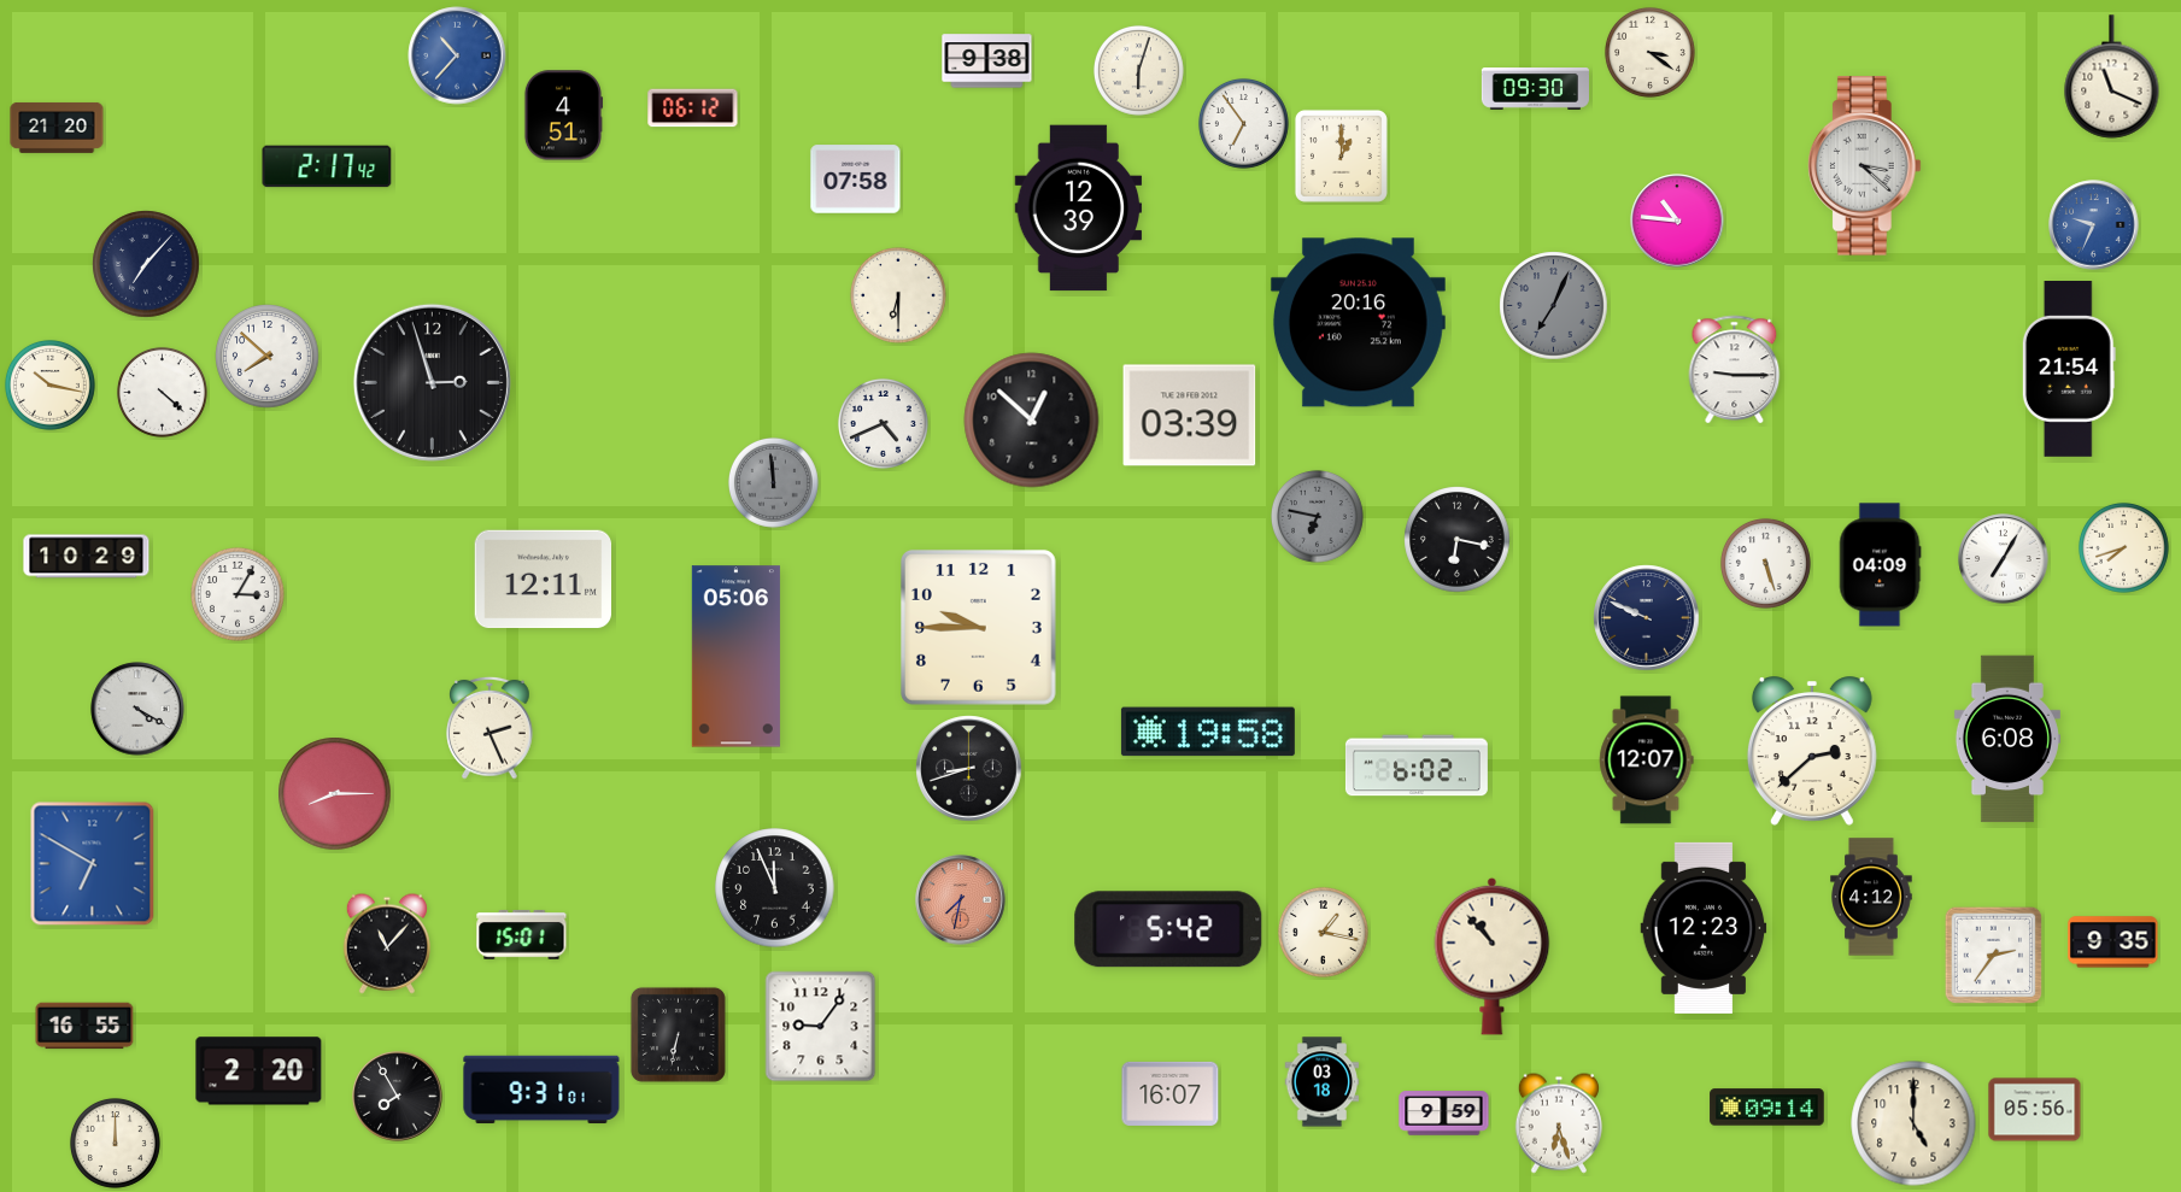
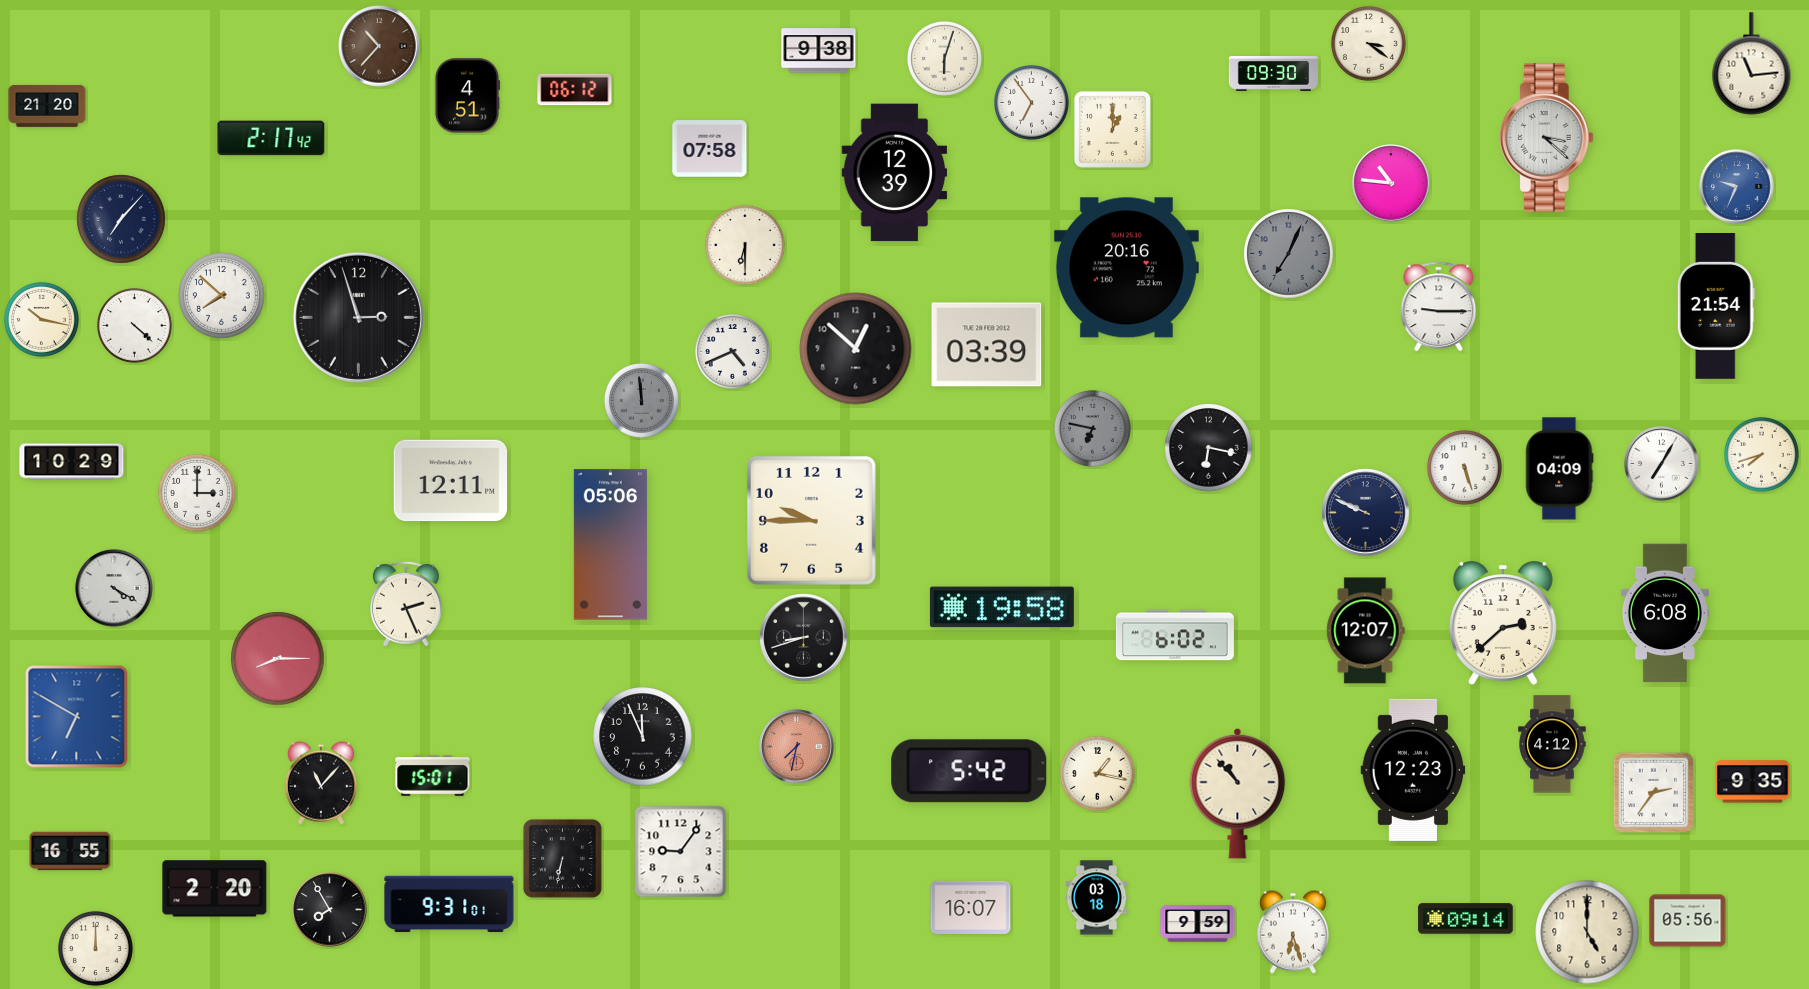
clock at (457, 55) dial: blue -> brown
clock at (2112, 77): 11:19 -> 11:14
clock at (239, 595): 3:05 -> 3:00
